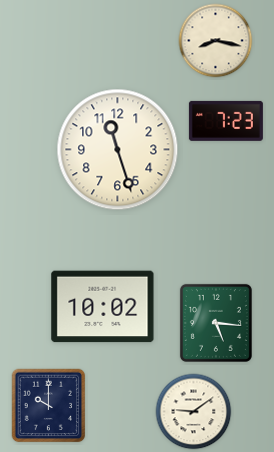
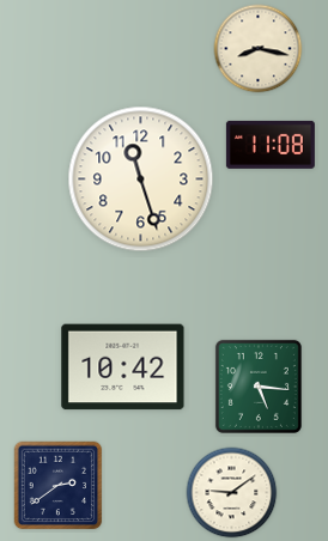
clock at (226, 121): 7:23 -> 11:08
clock at (103, 307): 10:02 -> 10:42
clock at (49, 406): 10:00 -> 2:39
